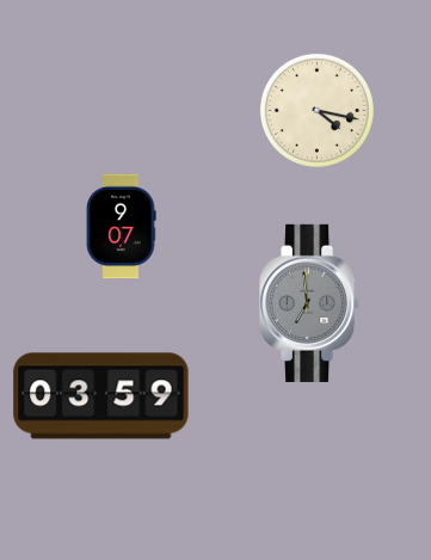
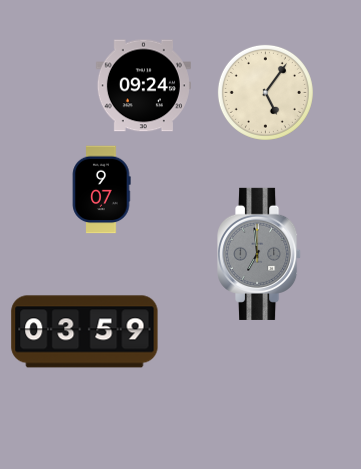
clock at (143, 86): none -> 09:24
clock at (316, 110): 4:17 -> 5:06
